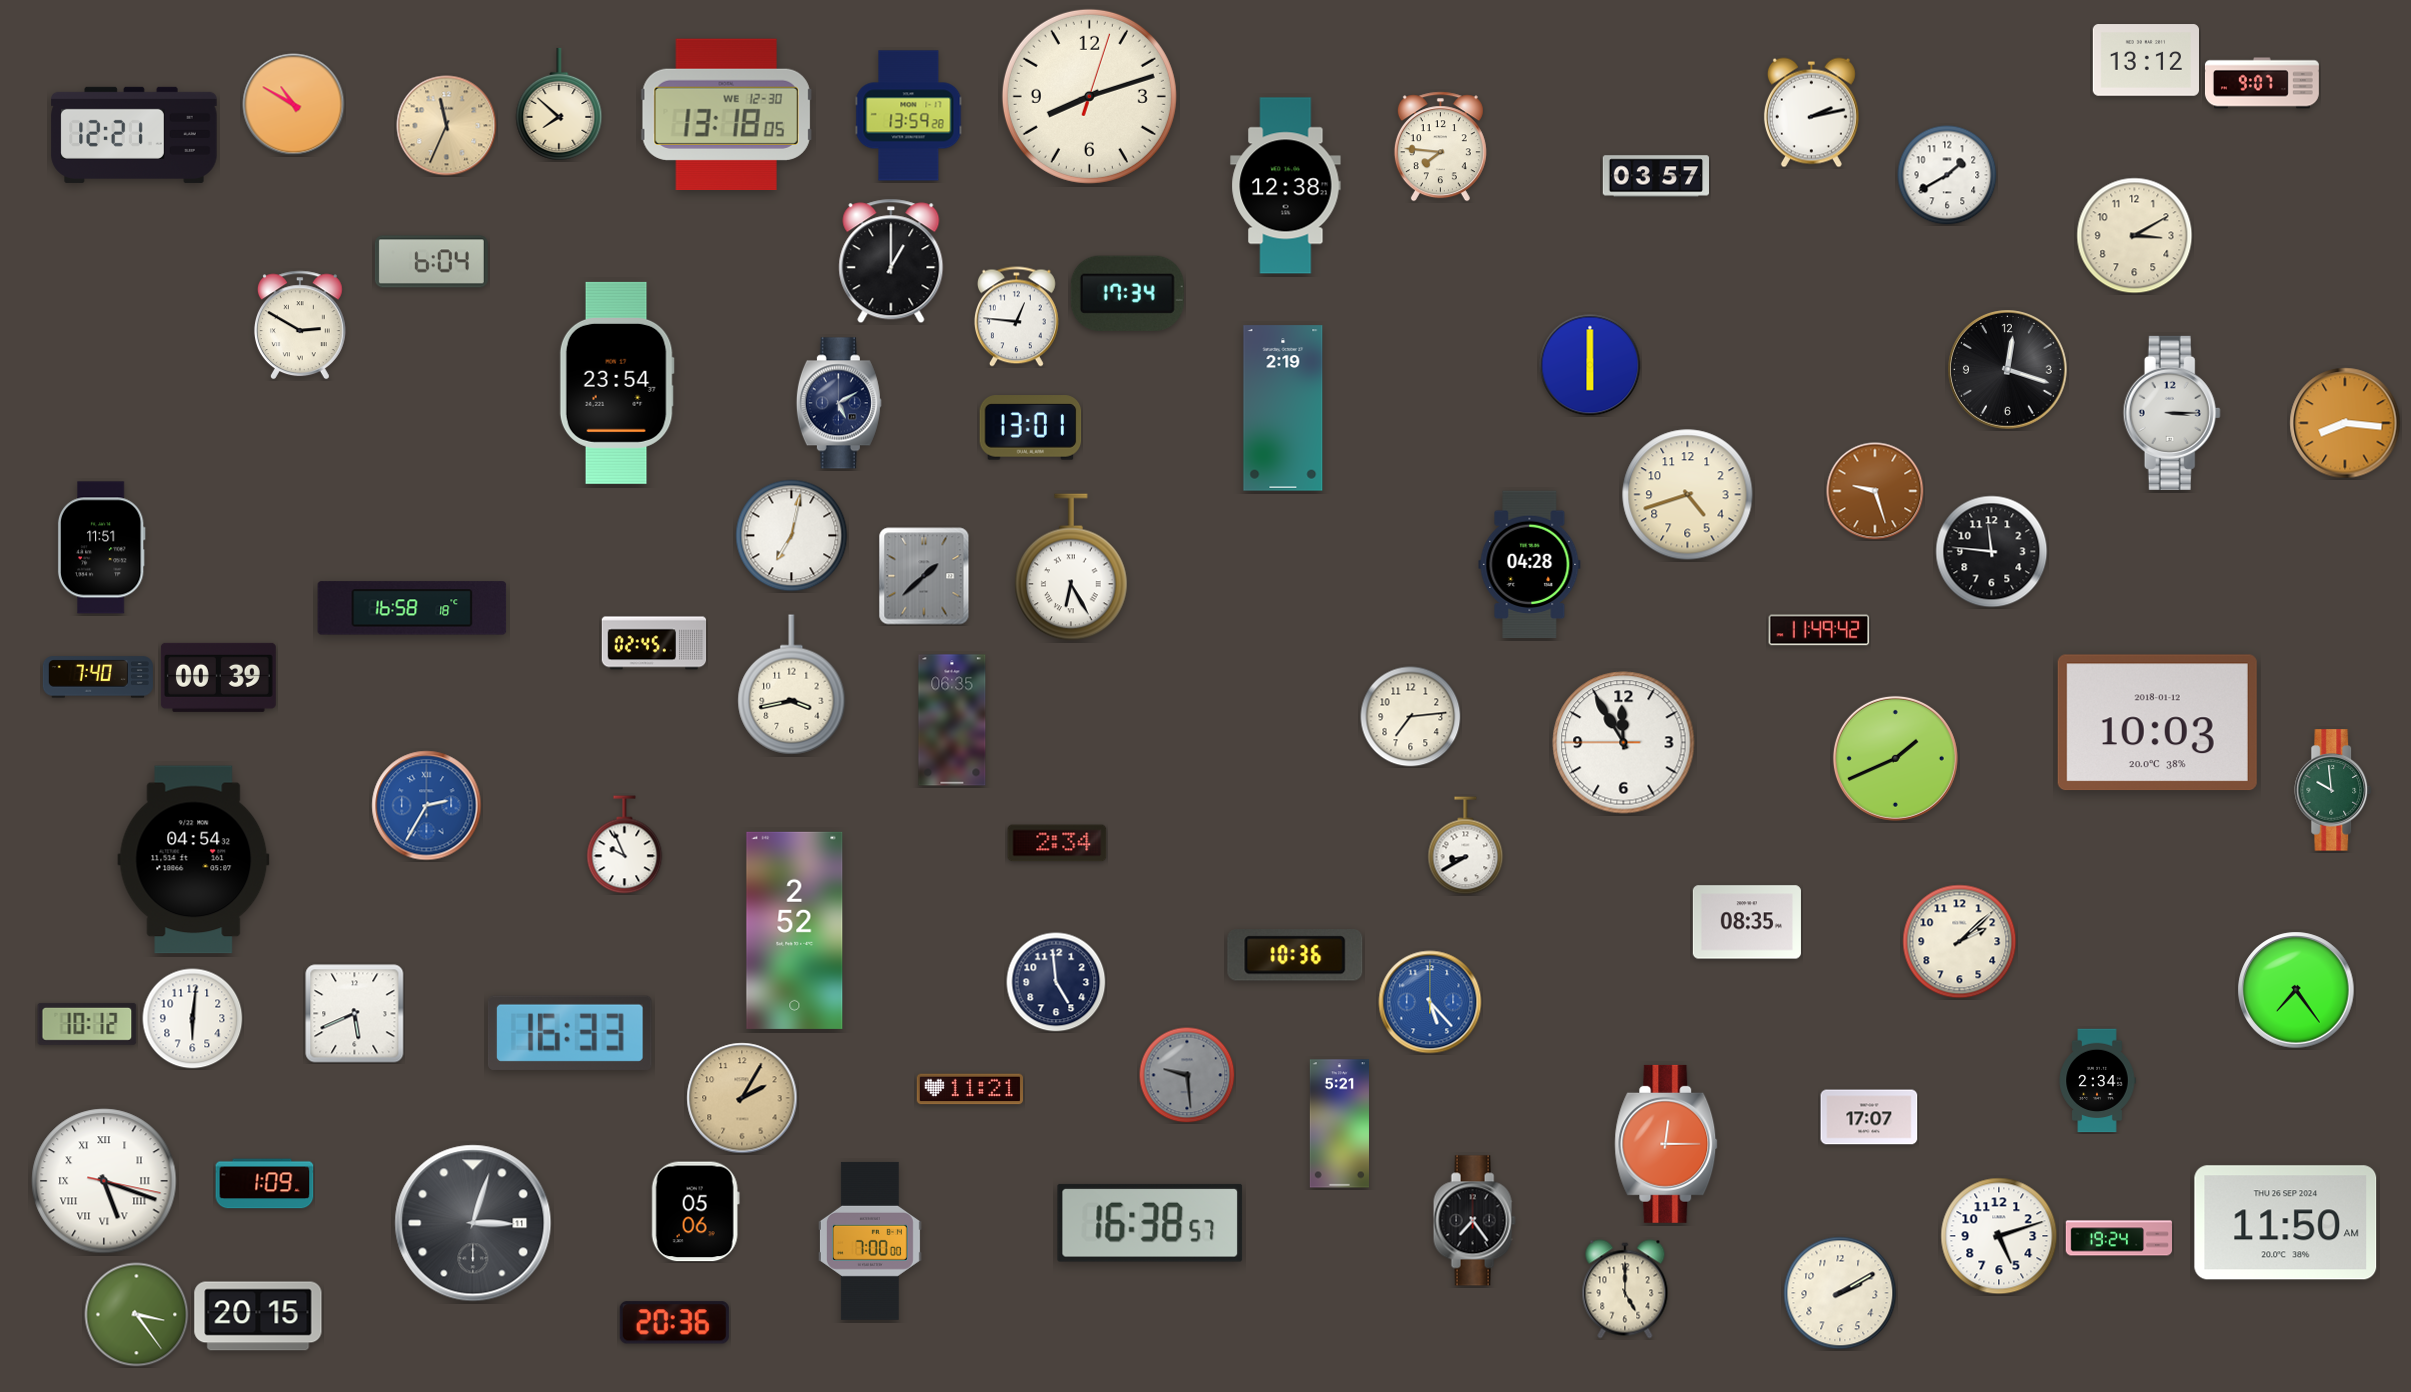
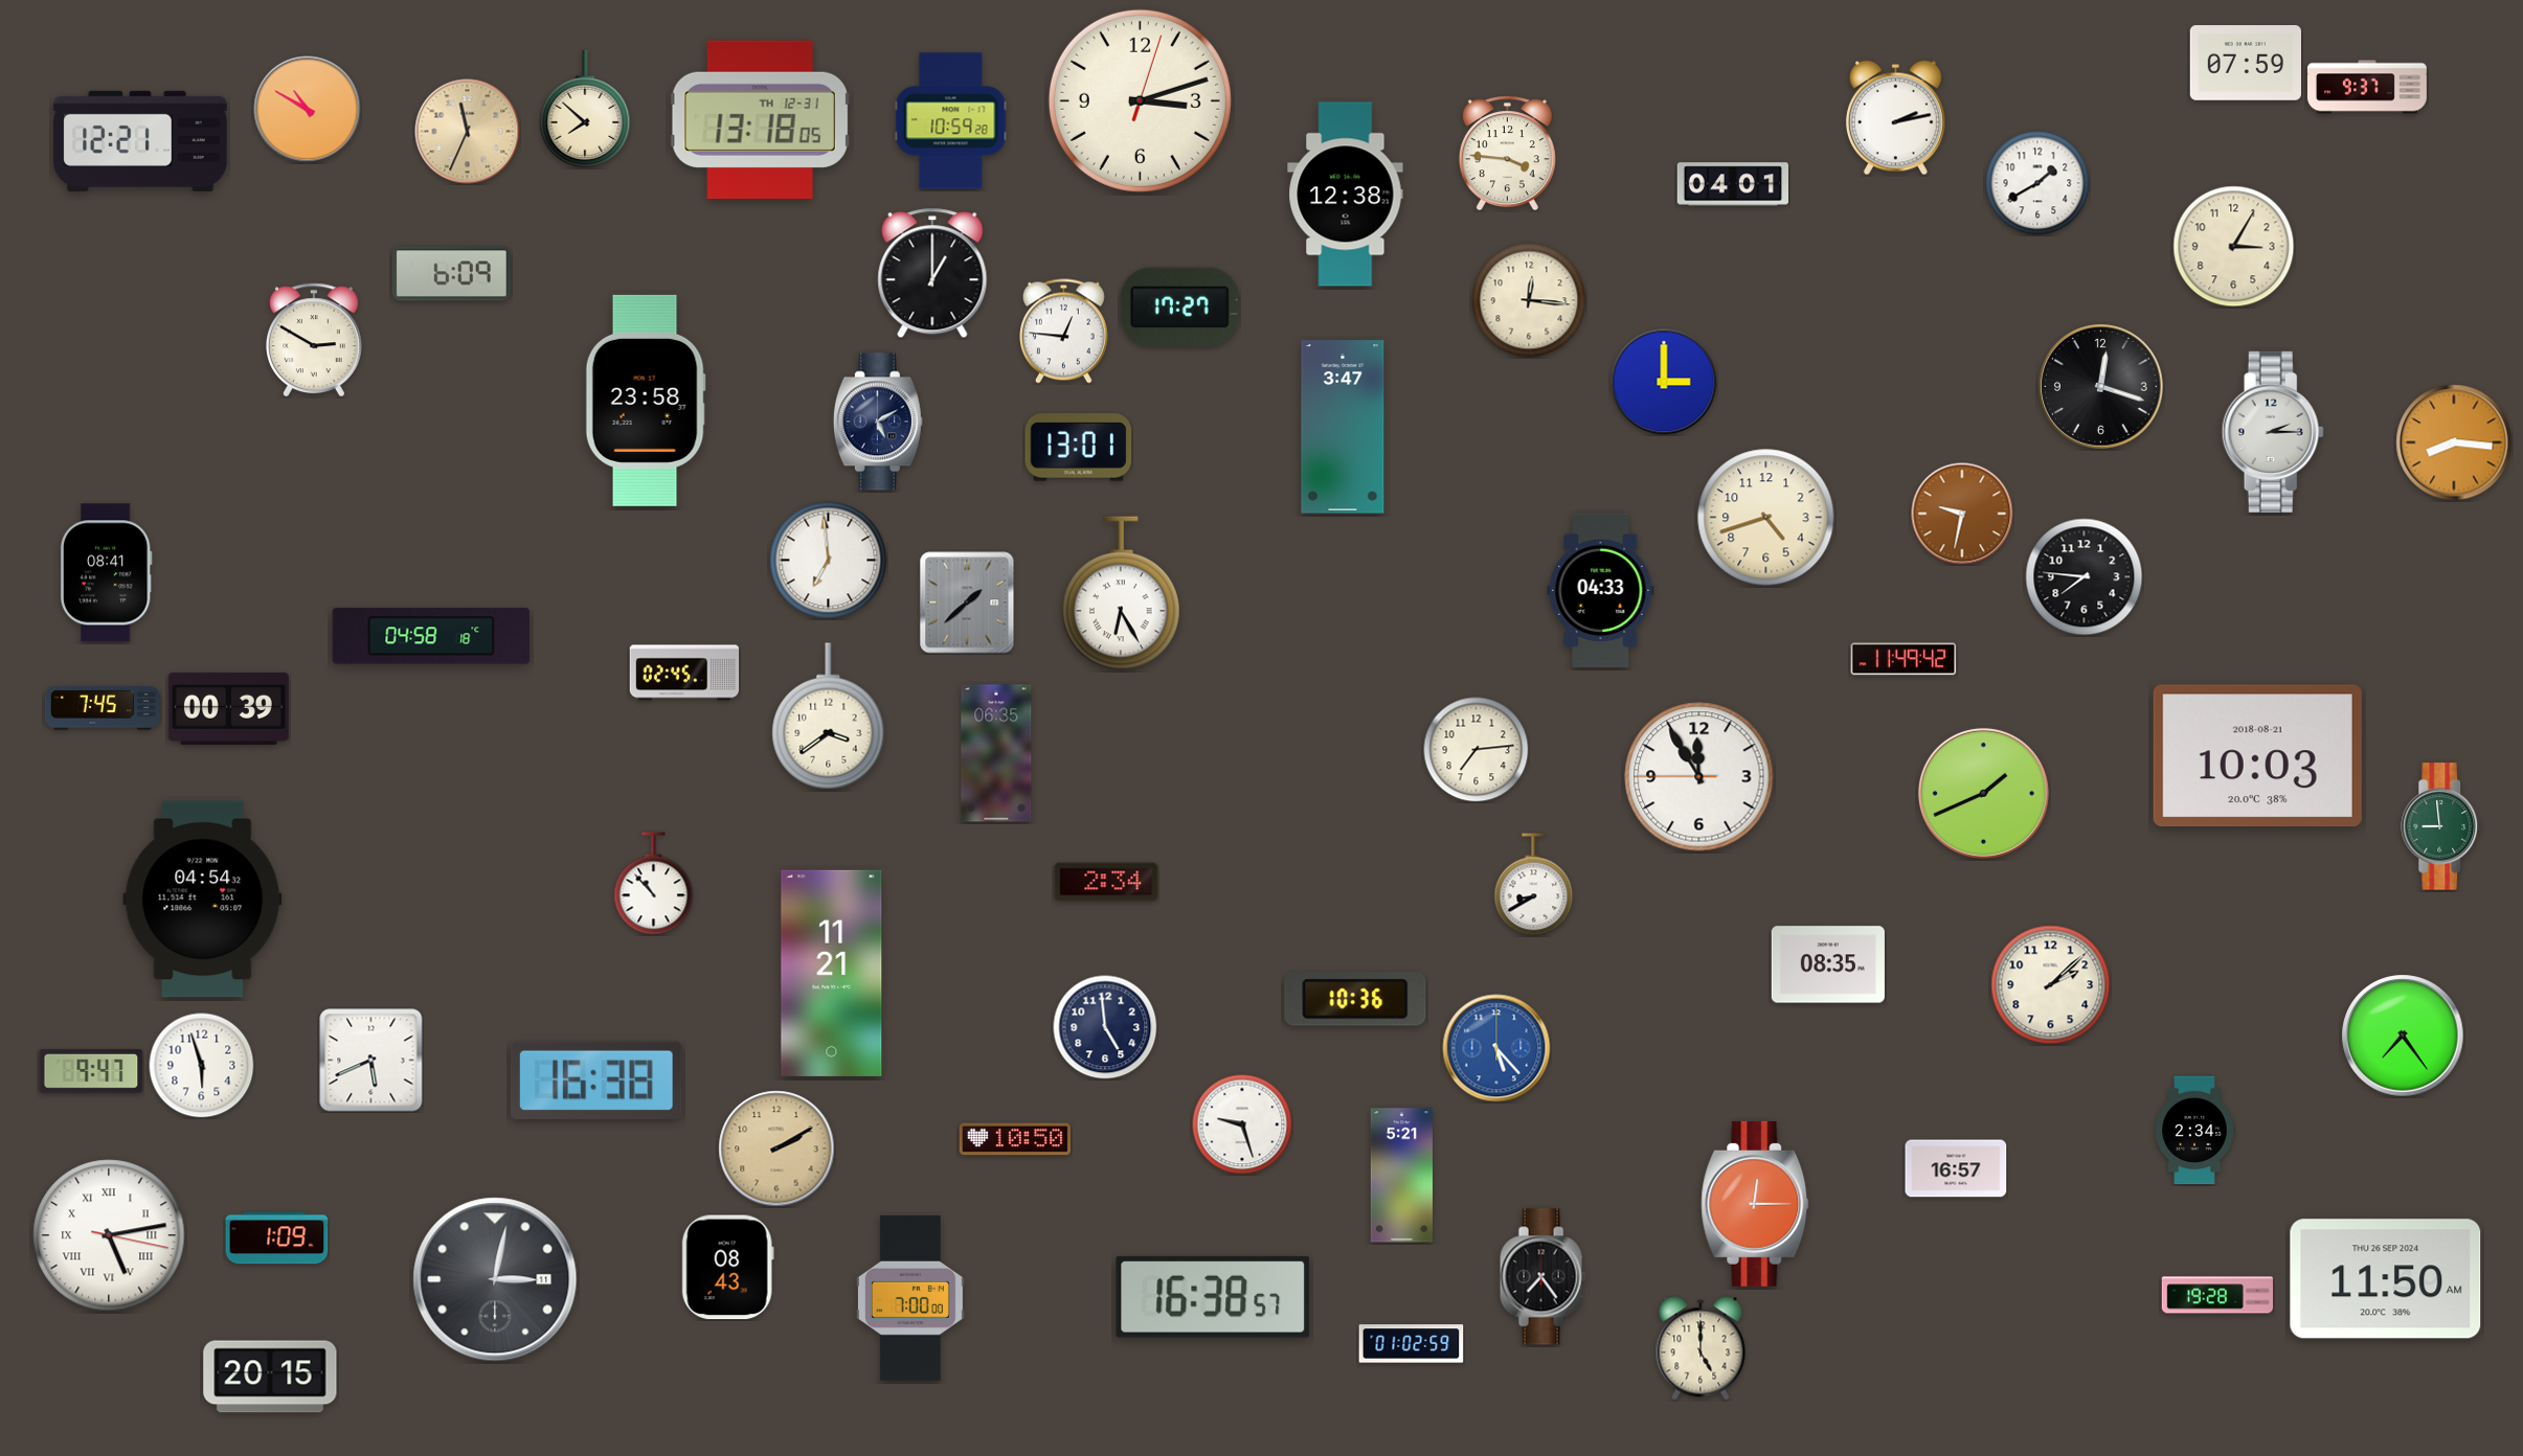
clock at (2145, 60): 13:12 -> 07:59
clock at (2262, 83): 9:07 -> 9:37
clock at (1089, 96): 8:12 -> 3:12
clock at (726, 114) date: WE 12-30 -> TH 12-31
clock at (909, 116): 13:59 -> 10:59
clock at (1440, 147): 7:46 -> 3:46
clock at (1655, 176): 03:57 -> 04:01
clock at (2135, 236): 3:10 -> 3:05
clock at (431, 262): 6:04 -> 6:09
clock at (1529, 300): none -> 12:16
clock at (1127, 293): 17:34 -> 17:27
clock at (1590, 365): 6:00 -> 3:00
clock at (617, 383): 23:54 -> 23:58
clock at (1283, 408): 2:19 -> 3:47
clock at (2172, 413): 3:15 -> 2:15
clock at (1875, 491): 9:27 -> 9:32
clock at (792, 536): 7:02 -> 6:59
clock at (101, 548): 11:51 -> 08:41
clock at (1992, 552): 11:46 -> 7:46
clock at (1530, 565): 04:28 -> 04:33
clock at (412, 608): 16:58 -> 04:58
clock at (98, 677): 7:40 -> 7:45
clock at (792, 685): 3:43 -> 3:39
clock at (2157, 723) date: 2018-01-12 -> 2018-08-21
clock at (2334, 790): 9:59 -> 8:59
clock at (427, 806): 2:35 -> none
clock at (625, 845): 9:56 -> 10:53
clock at (795, 930): 2:52 -> 11:21
clock at (193, 1019): 6:01 -> 5:57
clock at (87, 1024): 10:12 -> 9:47
clock at (570, 1033): 16:33 -> 16:38
clock at (1187, 1075): 9:29 -> 9:27
clock at (1187, 1075) dial: grey -> white
clock at (969, 1089): 11:21 -> 10:50
clock at (742, 1098): 2:05 -> 2:10
clock at (1869, 1117): 17:07 -> 16:57
clock at (1666, 1144) position: (1666, 1144) -> (1755, 1204)
clock at (104, 1181): 5:18 -> 5:13
clock at (695, 1212): 05:06 -> 08:43
clock at (473, 1223): 3:03 -> 3:02
clock at (1150, 1223) position: (1150, 1223) -> (1213, 1297)
clock at (2286, 1223) position: (2286, 1223) -> (2386, 1279)
clock at (1999, 1236): 5:12 -> none
clock at (2118, 1238): 19:24 -> 19:28
clock at (1412, 1344): none -> 01:02
clock at (1840, 1293): 2:10 -> none
clock at (137, 1315): 3:24 -> none
clock at (674, 1323): 20:36 -> none
